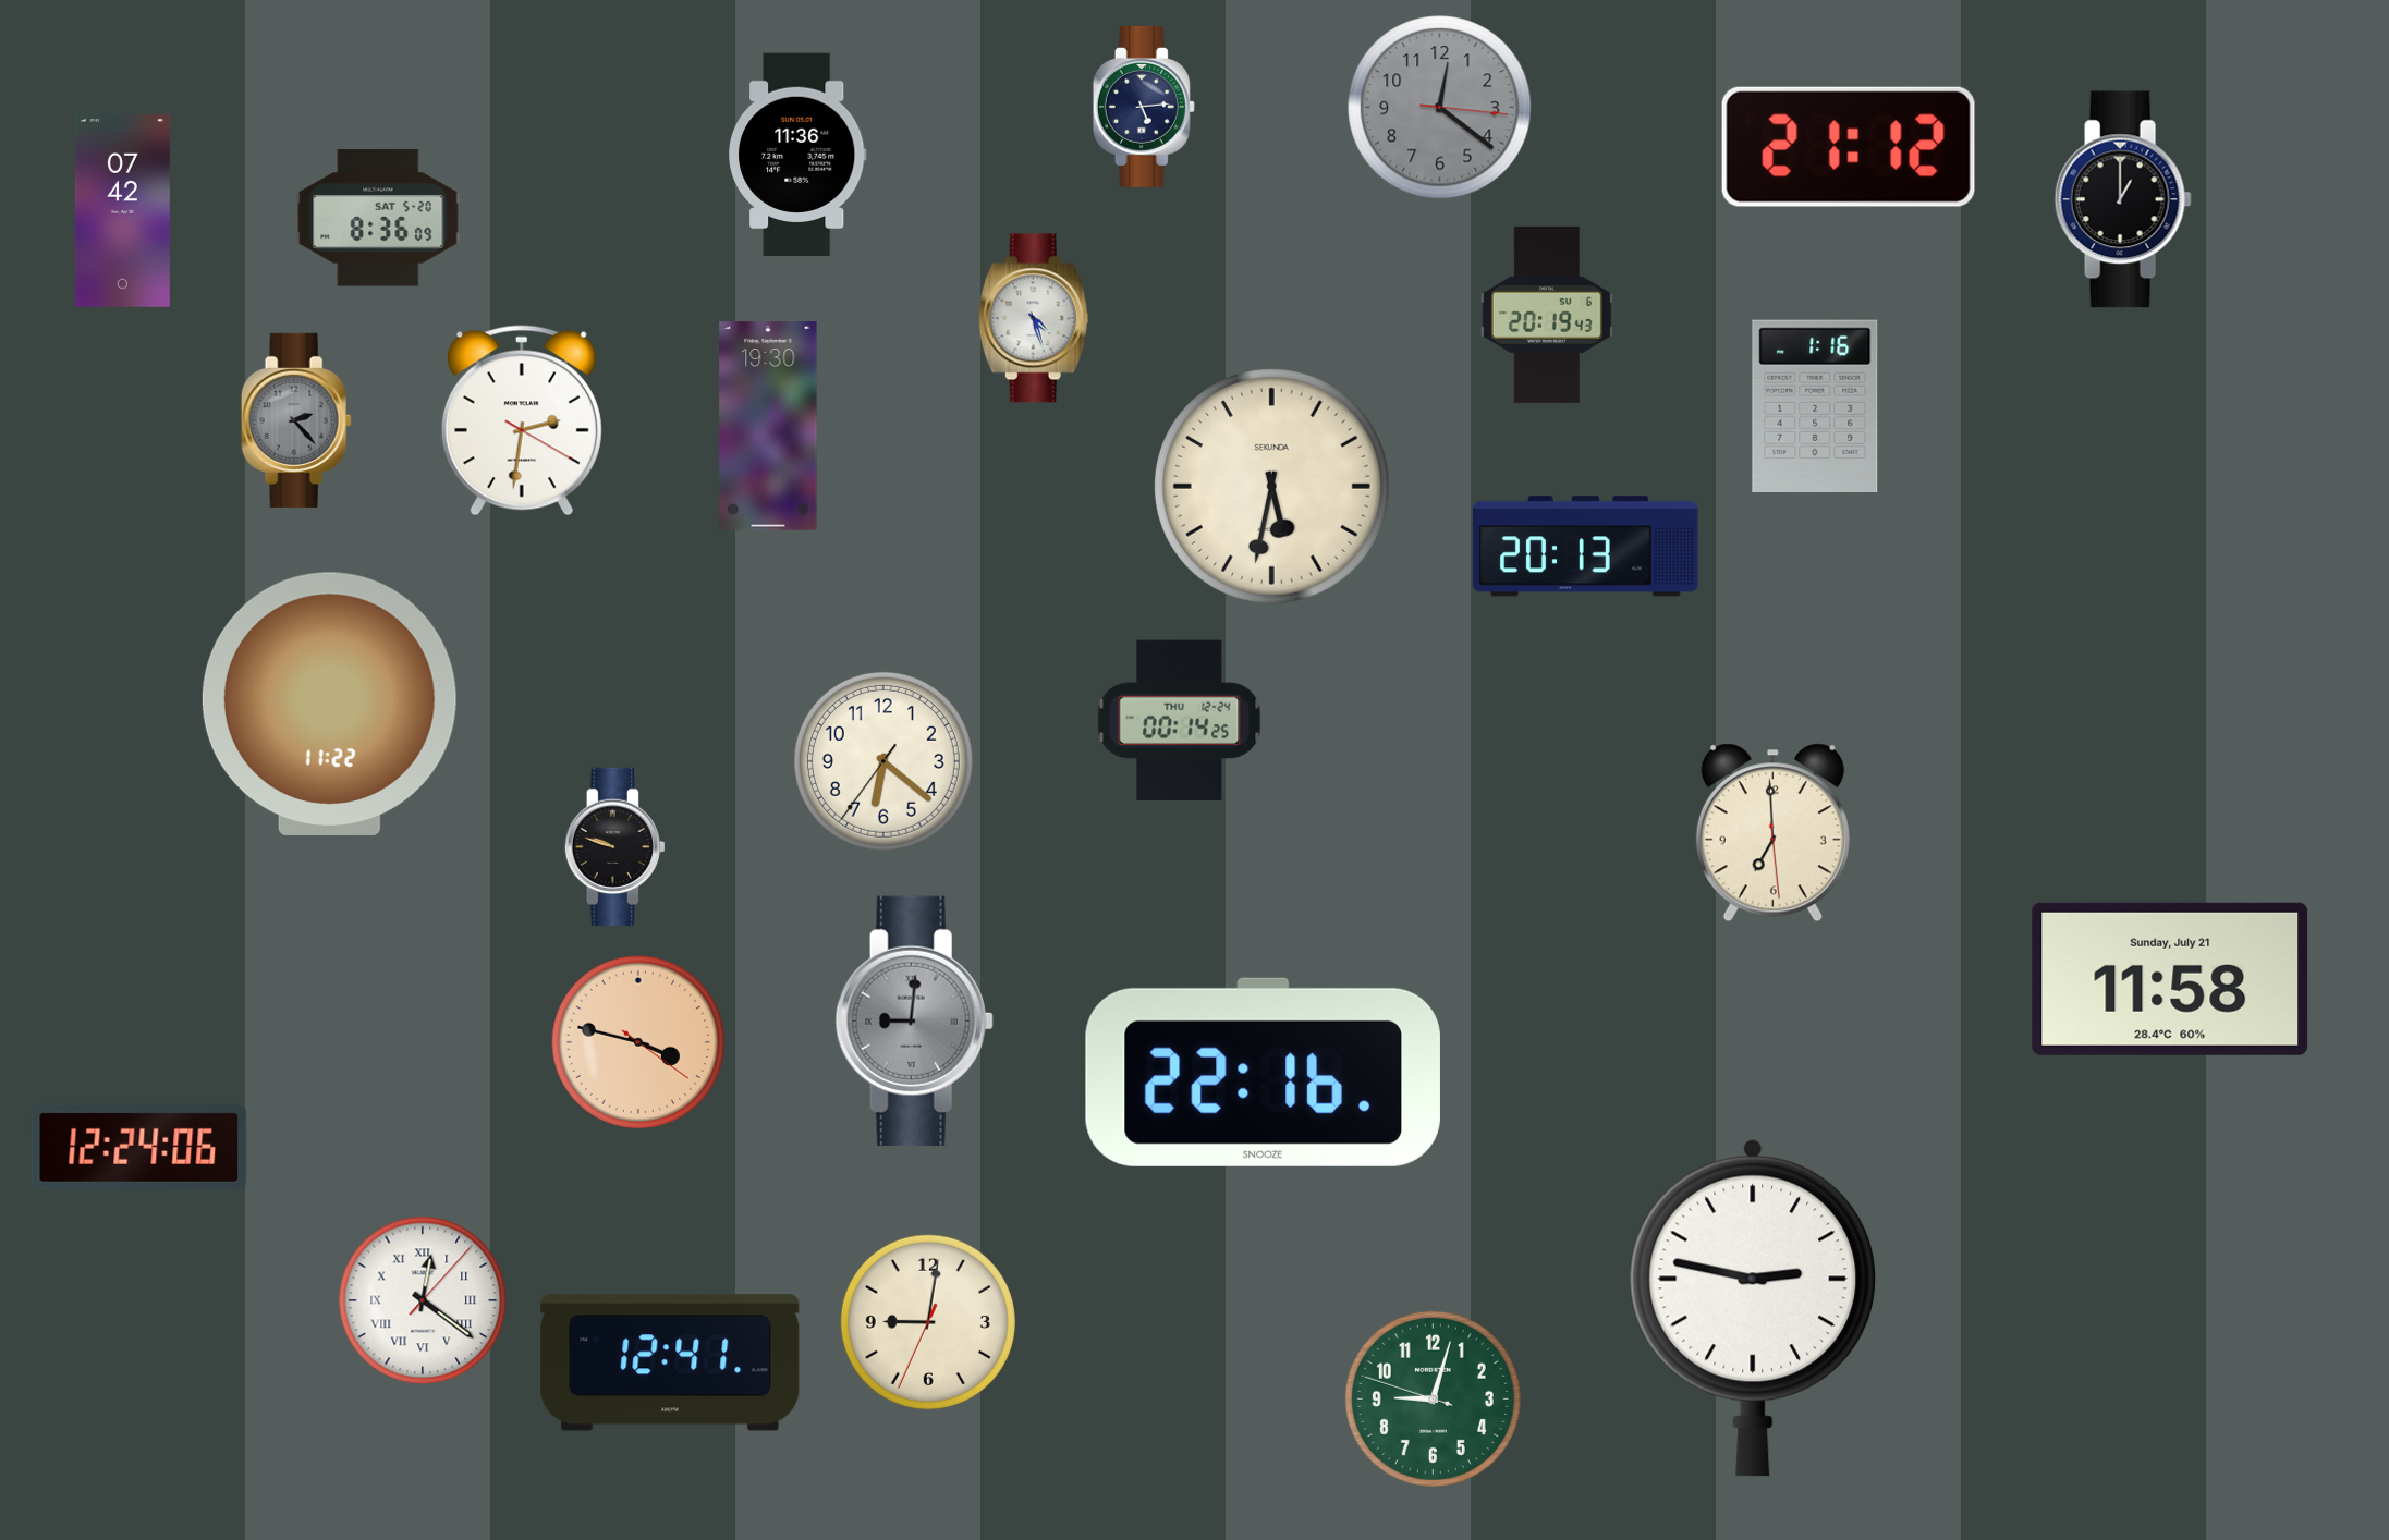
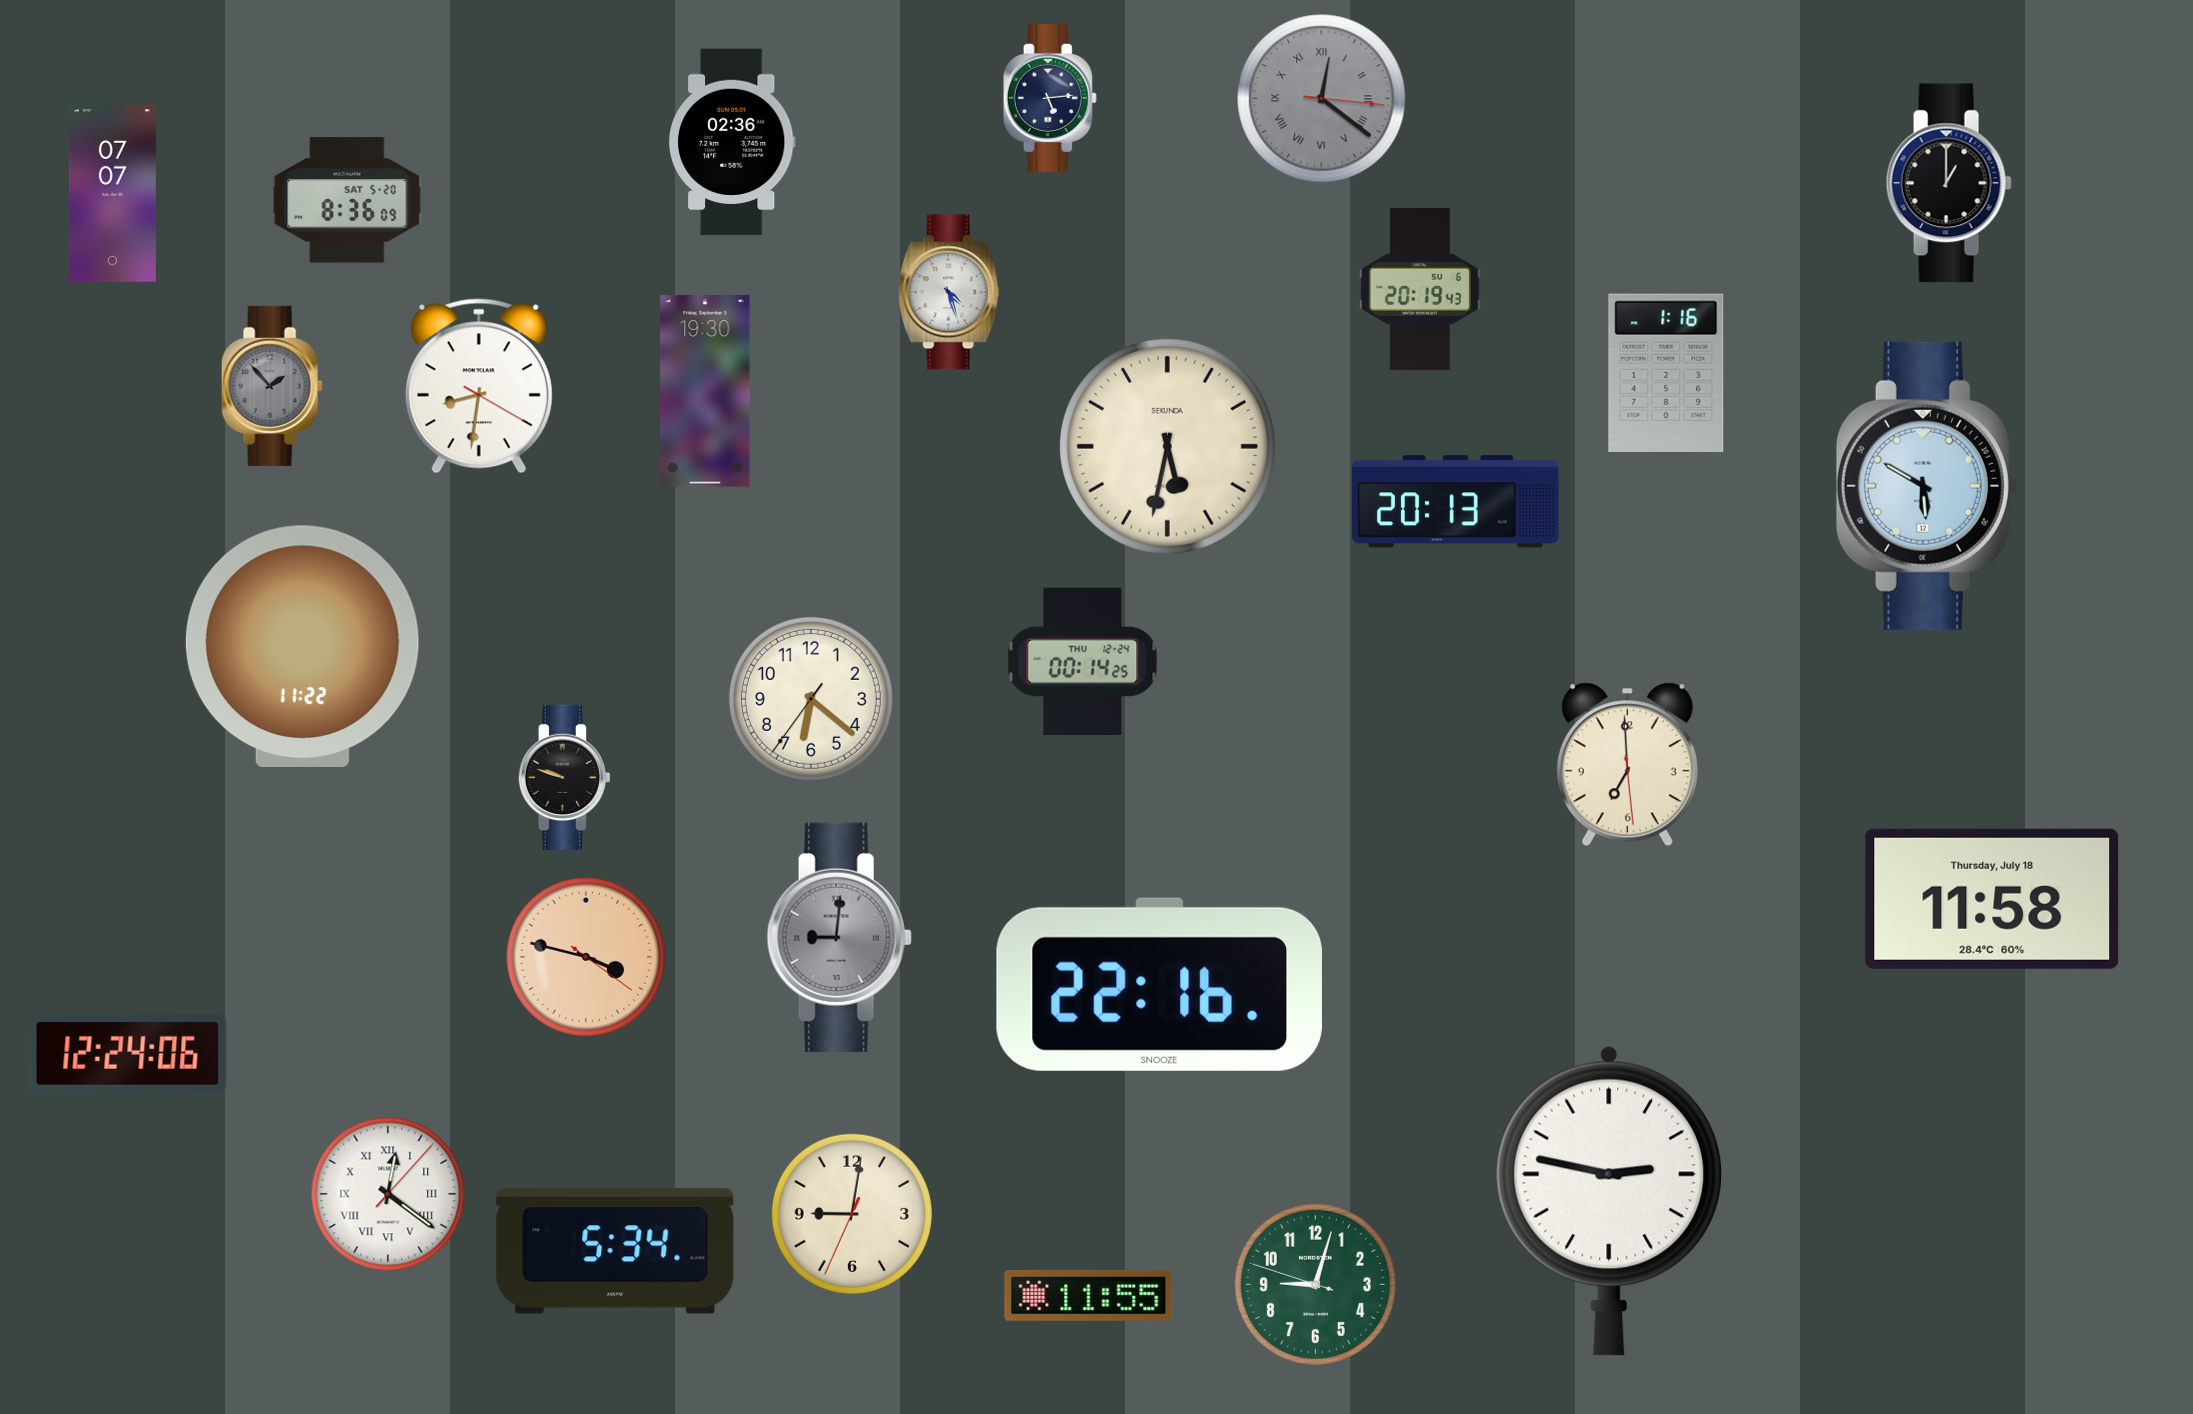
clock at (1440, 108) numerals: Arabic -> Roman
clock at (1849, 147): 21:12 -> none
clock at (797, 155): 11:36 -> 02:36
clock at (122, 210): 07:42 -> 07:07
clock at (296, 420): 2:23 -> 1:53
clock at (522, 420): 2:31 -> 8:31
clock at (1927, 486): none -> 5:50
clock at (2170, 979) date: Sunday, July 21 -> Thursday, July 18
clock at (670, 1362): 12:41 -> 5:34
clock at (1089, 1295): none -> 11:55
